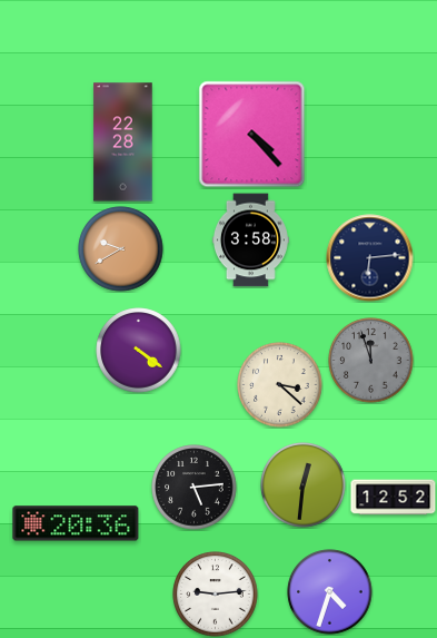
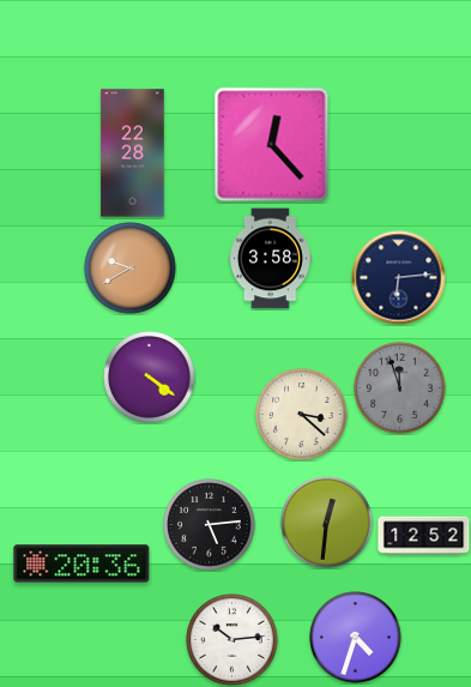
clock at (252, 135): 4:23 -> 12:23
clock at (216, 595): 9:14 -> 10:14
